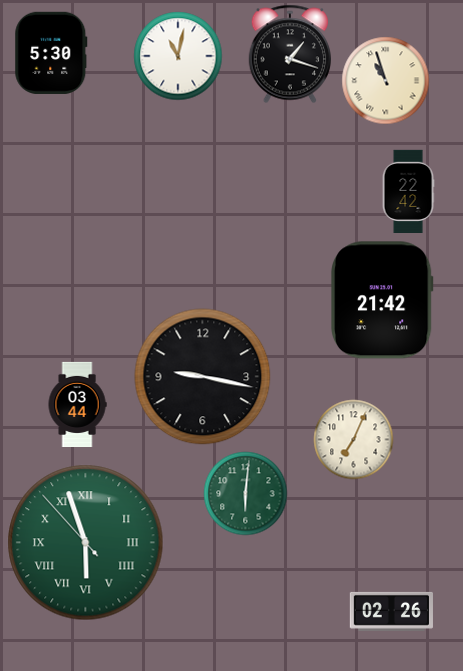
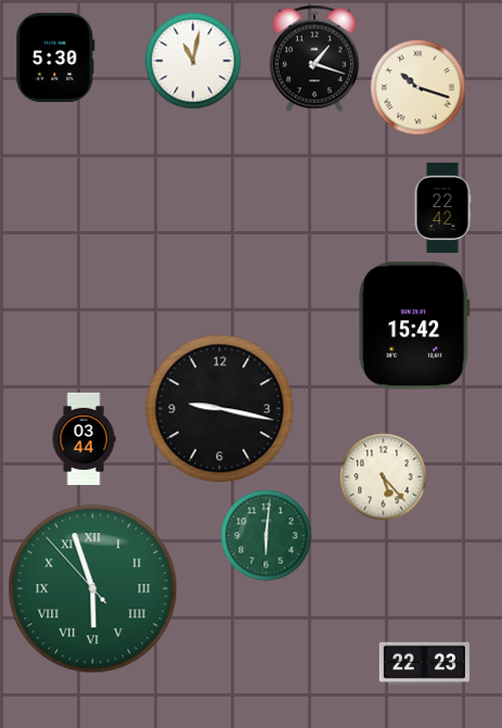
clock at (385, 80): 10:57 -> 10:18
clock at (382, 300): 21:42 -> 15:42
clock at (353, 439): 7:04 -> 5:23
clock at (391, 611): 02:26 -> 22:23
